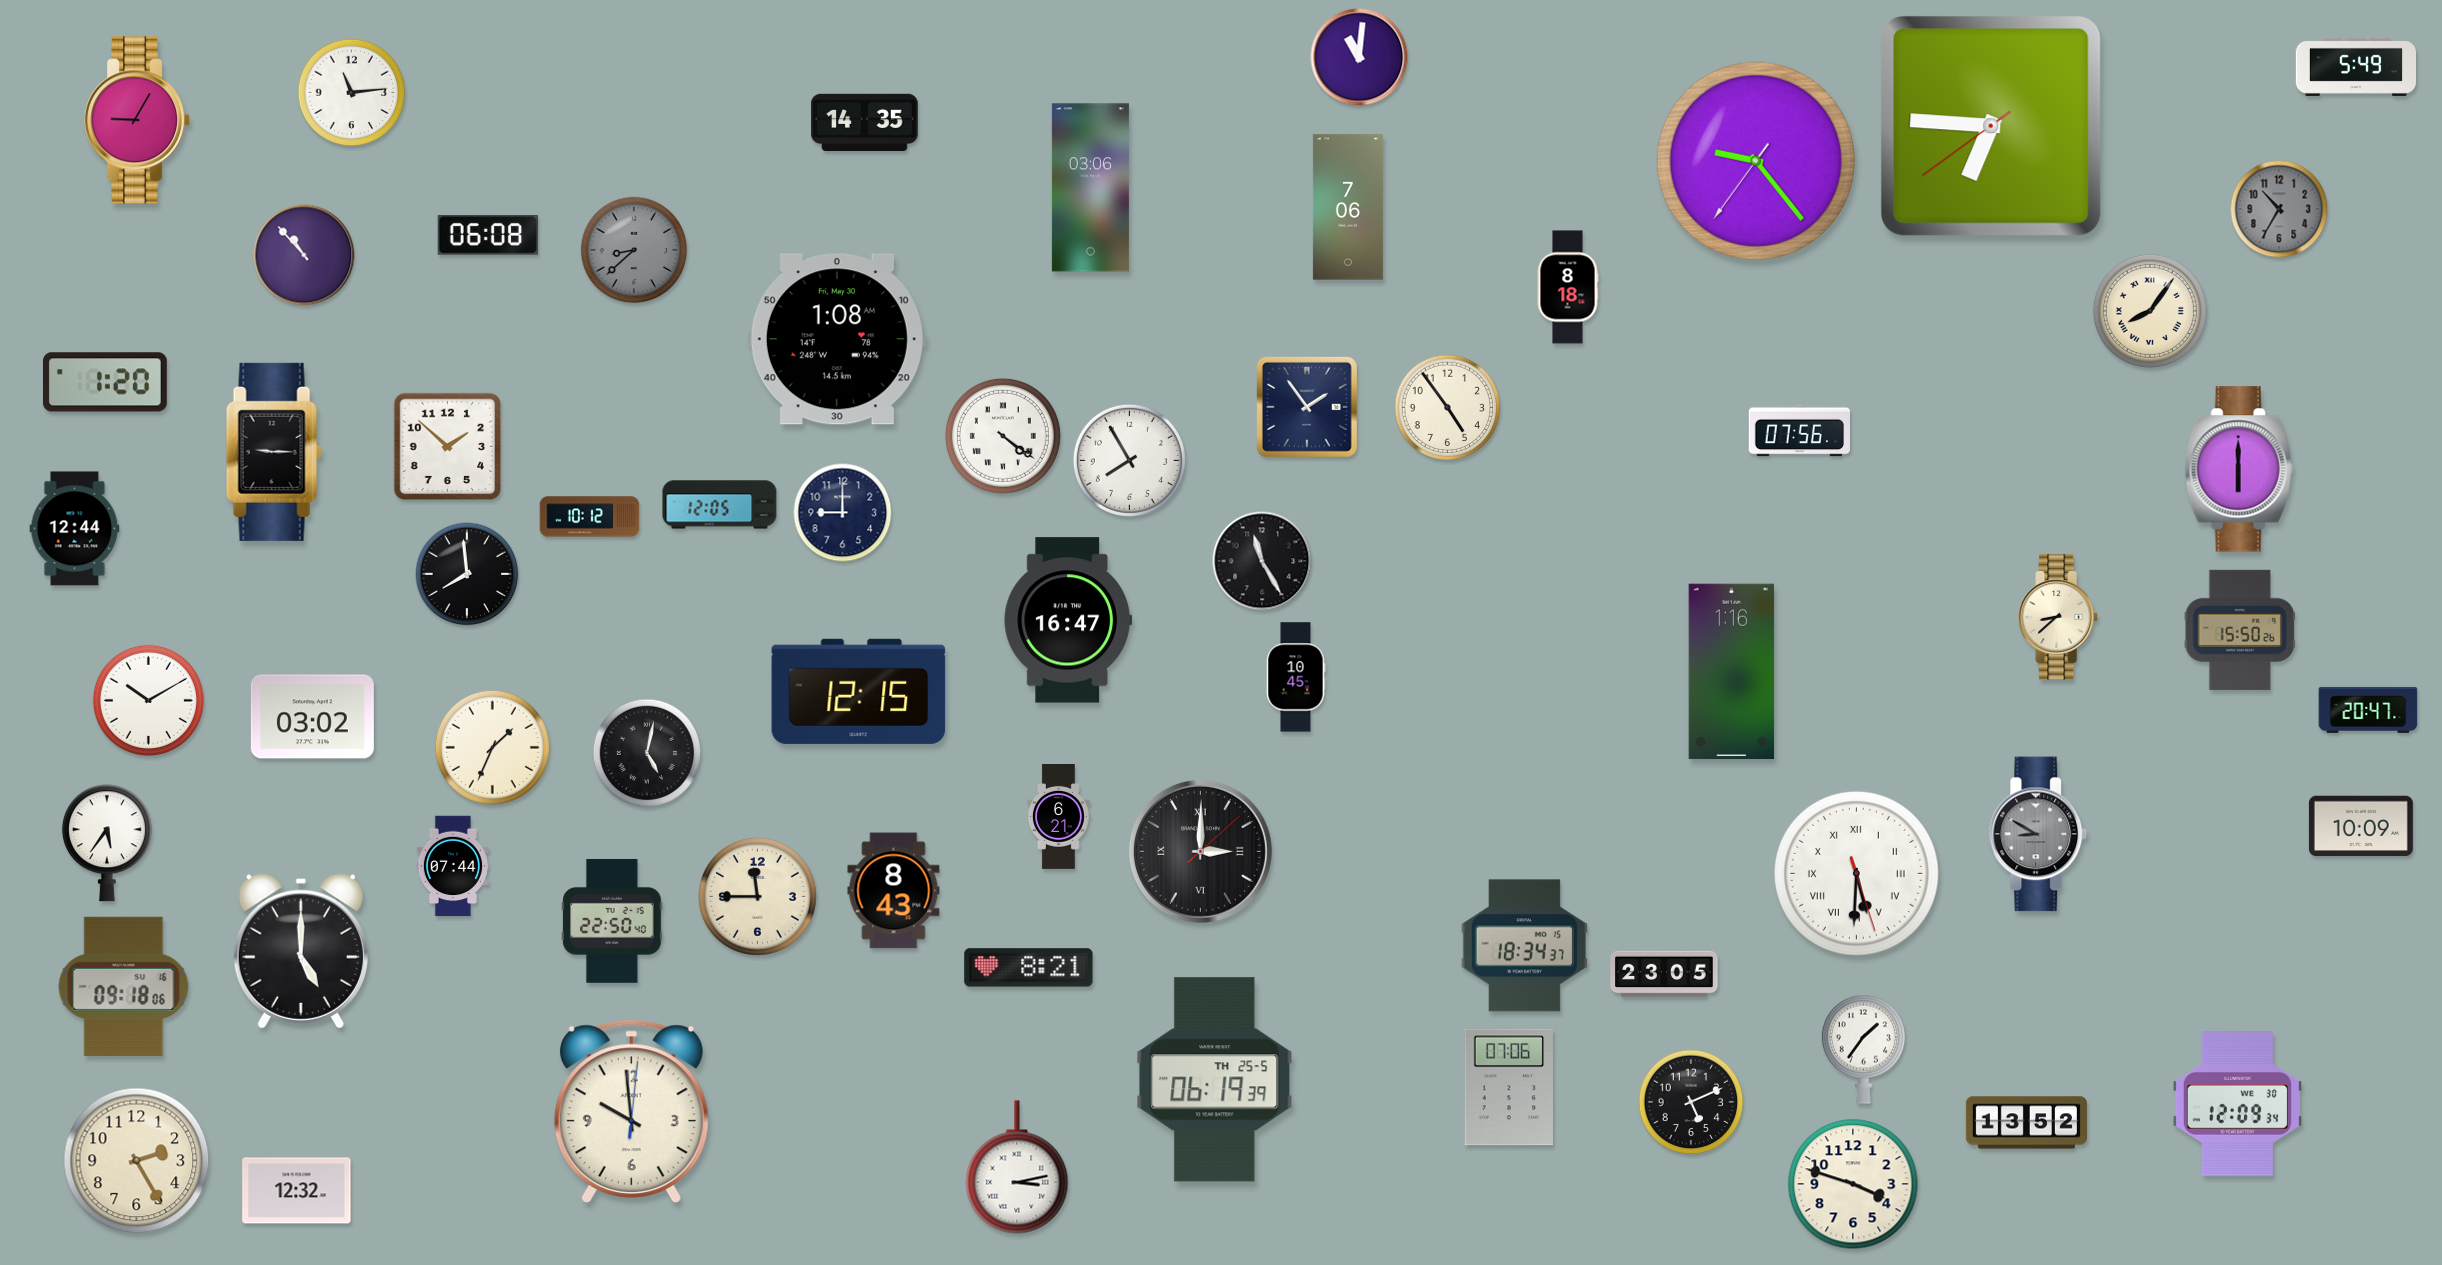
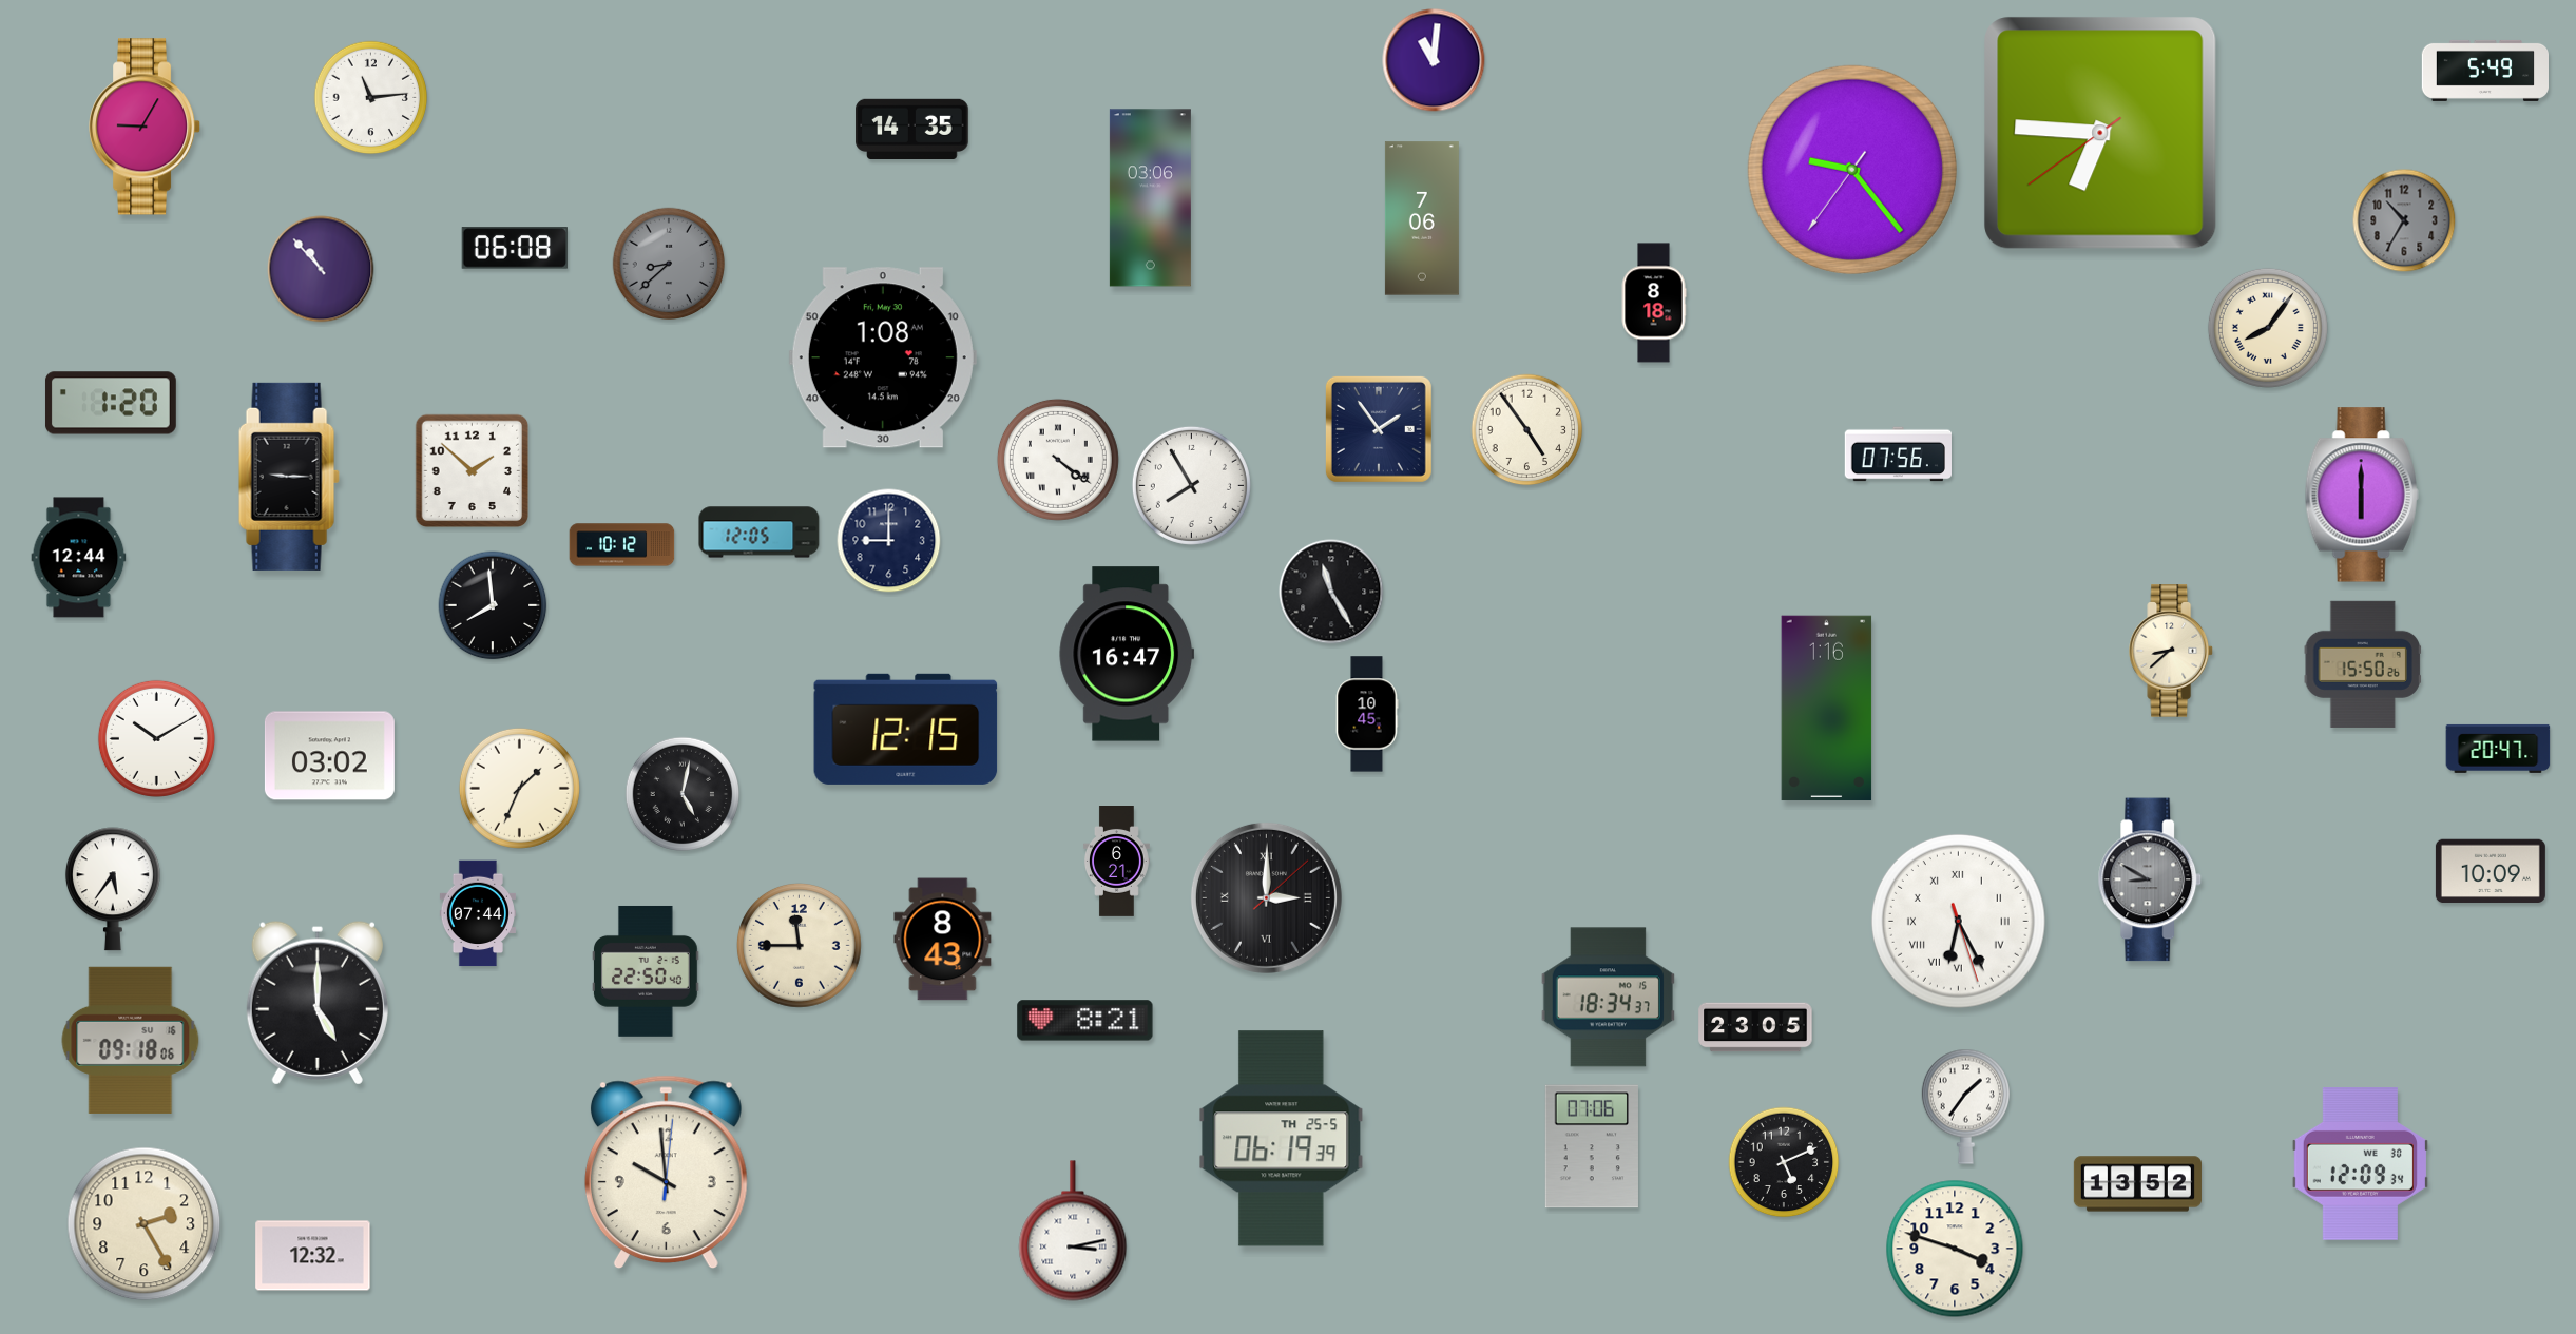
clock at (1856, 873): 5:30 -> 6:25
